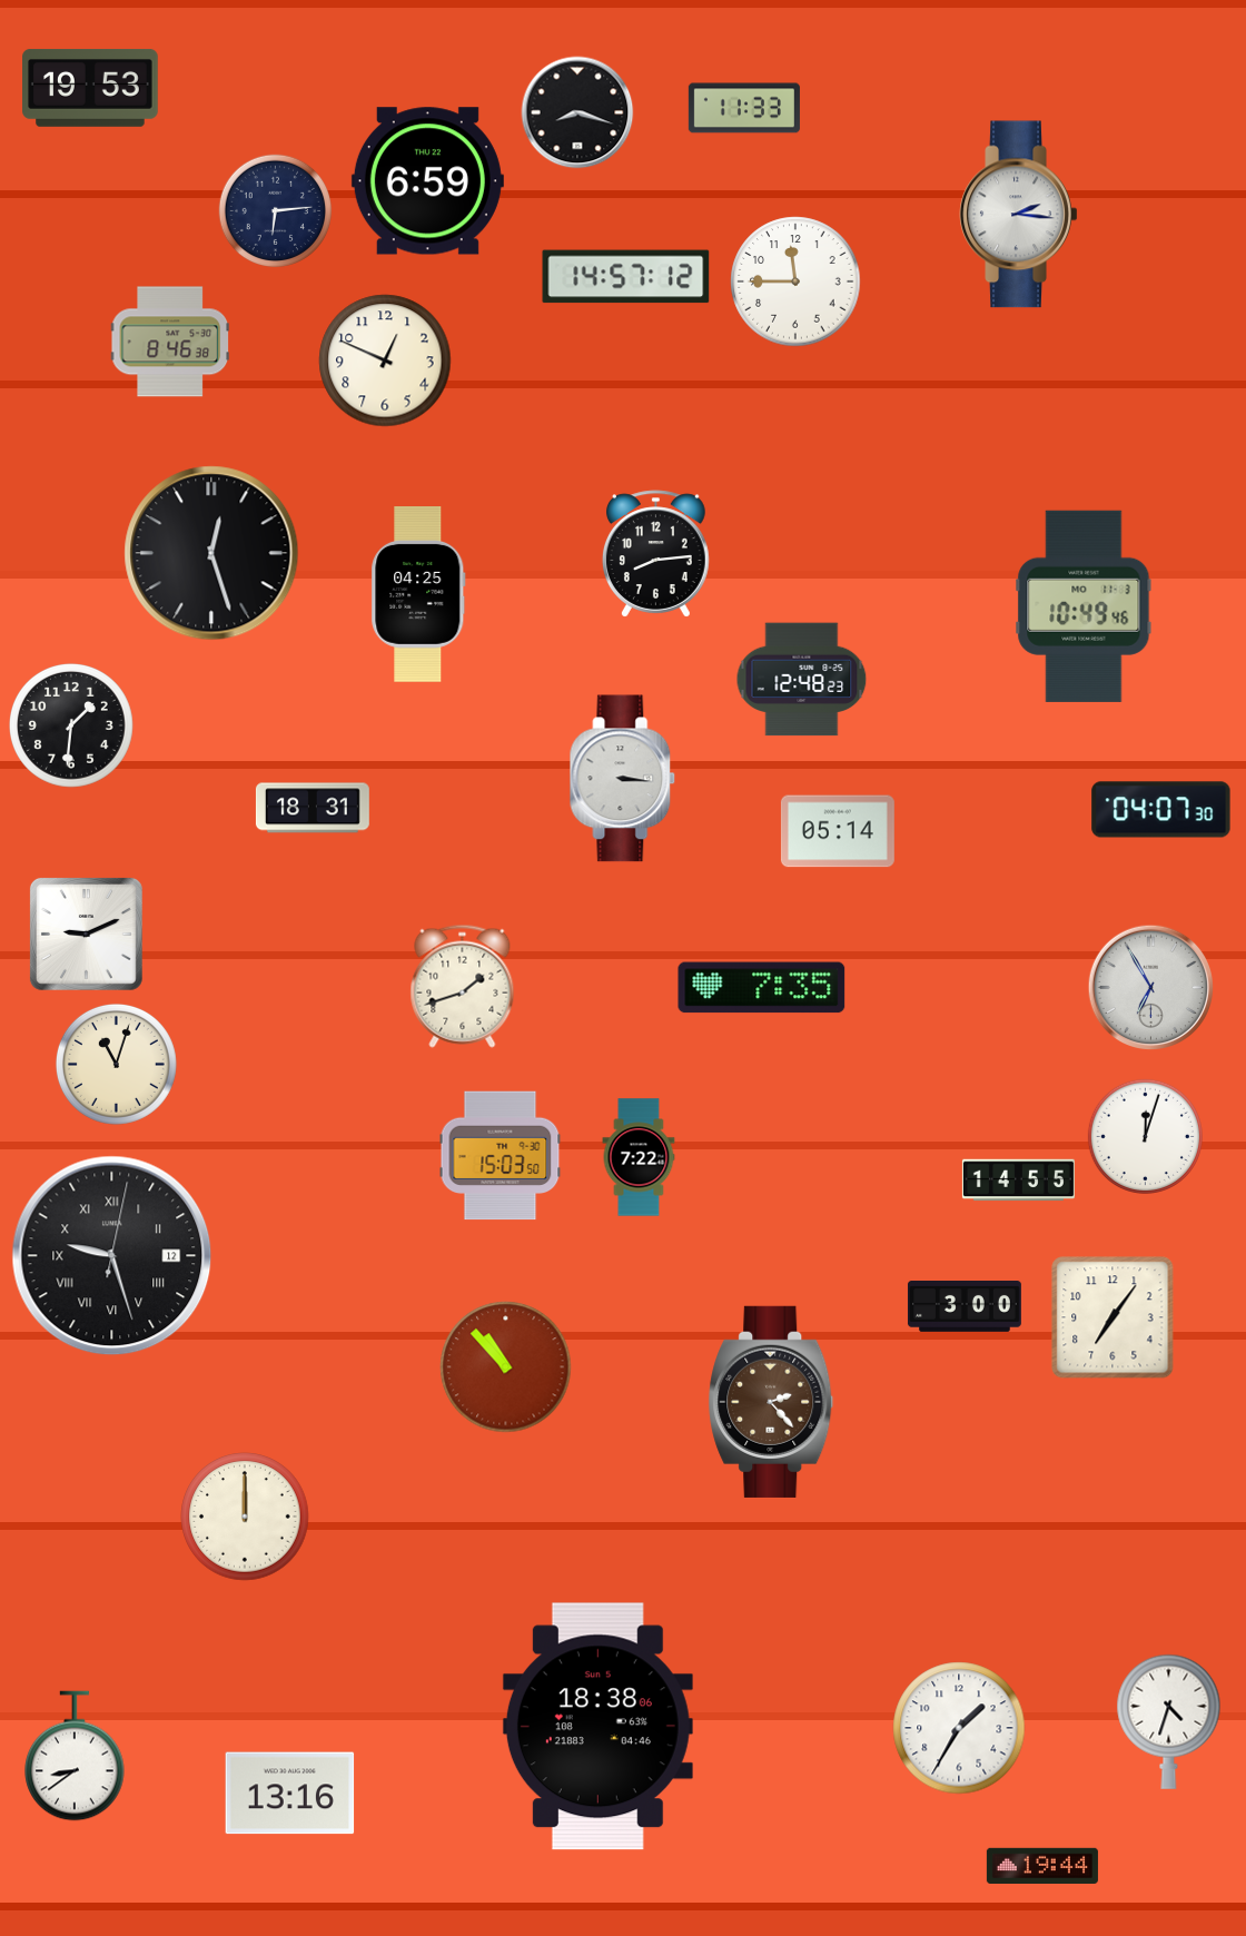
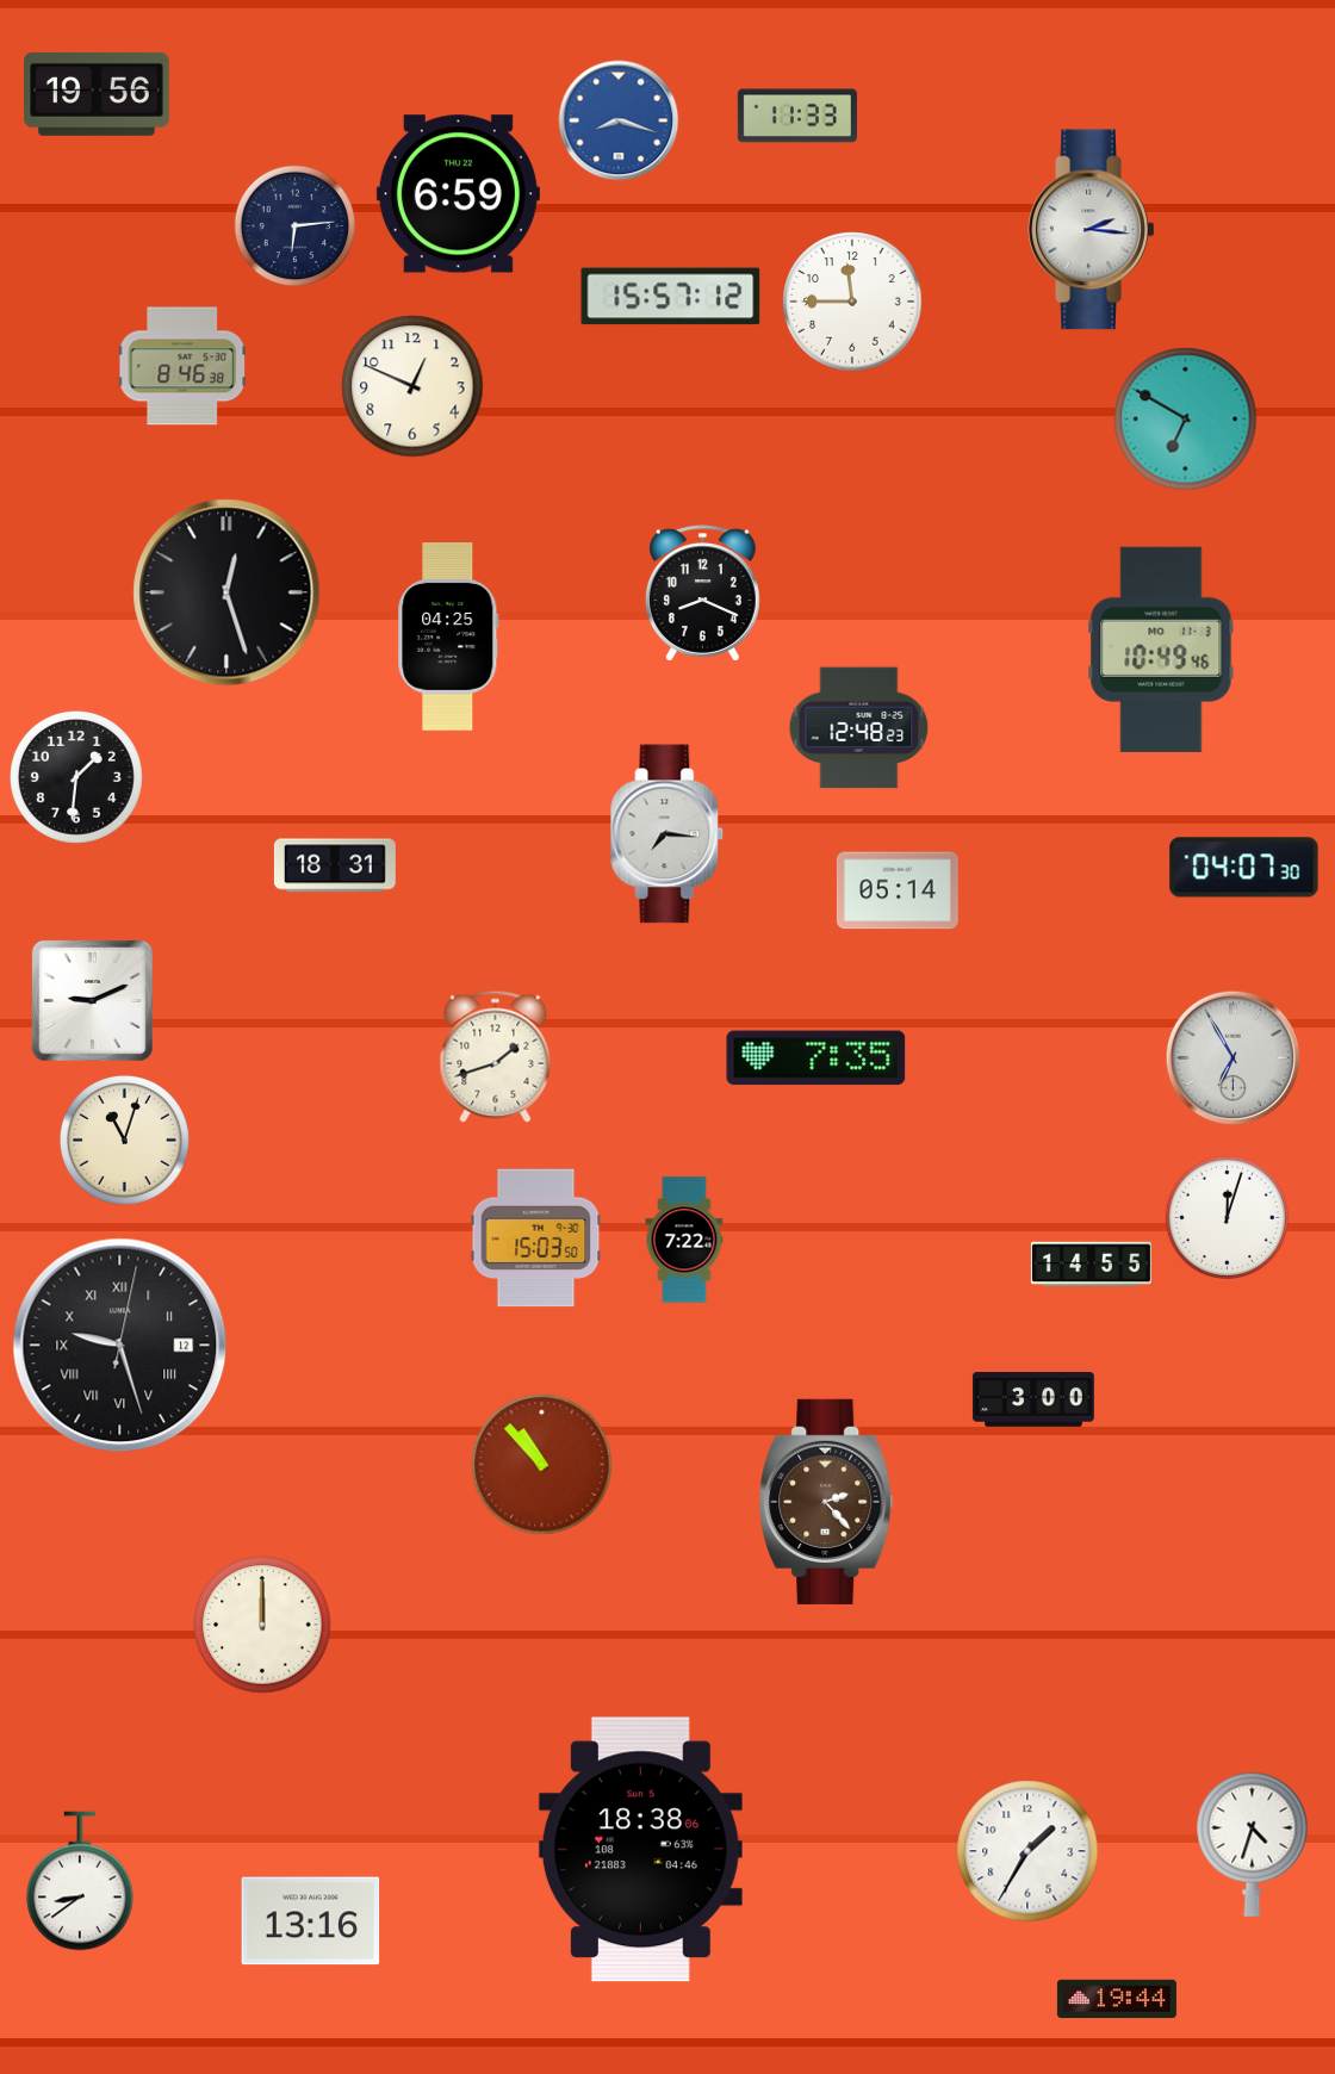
clock at (90, 88): 19:53 -> 19:56
clock at (577, 112) dial: black -> blue
clock at (626, 277): 14:57 -> 15:57
clock at (1186, 420): none -> 6:50
clock at (655, 554): 8:14 -> 8:19
clock at (623, 779): 3:16 -> 7:16
clock at (1112, 1317): 7:06 -> none
